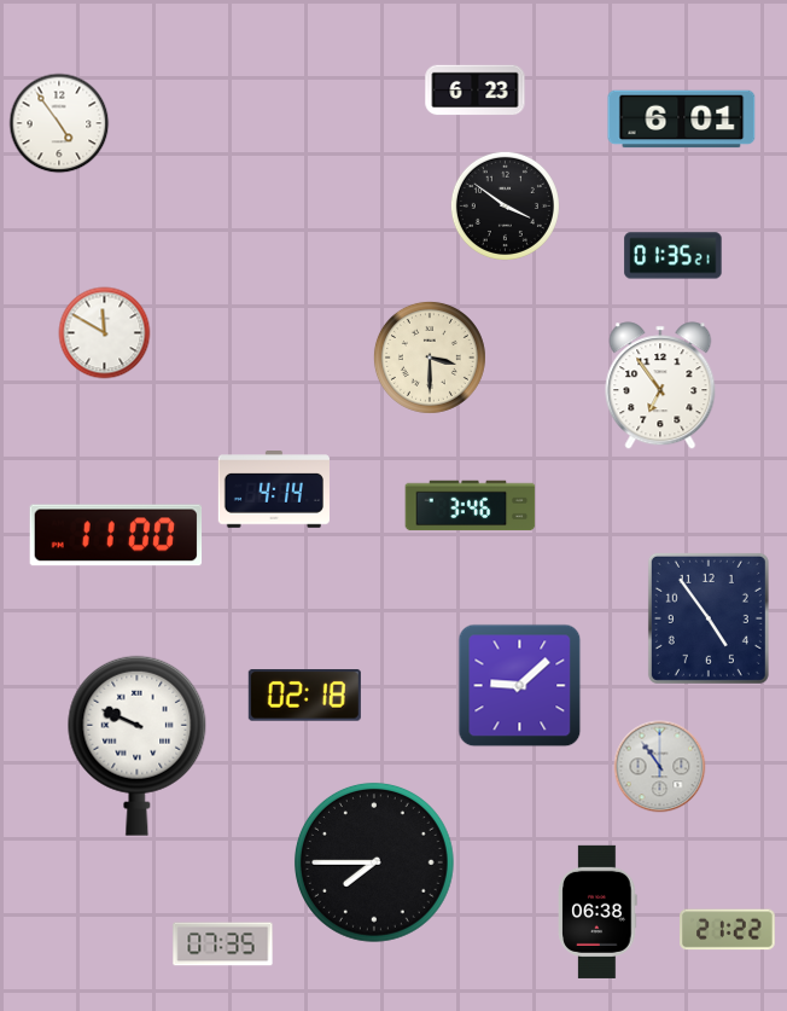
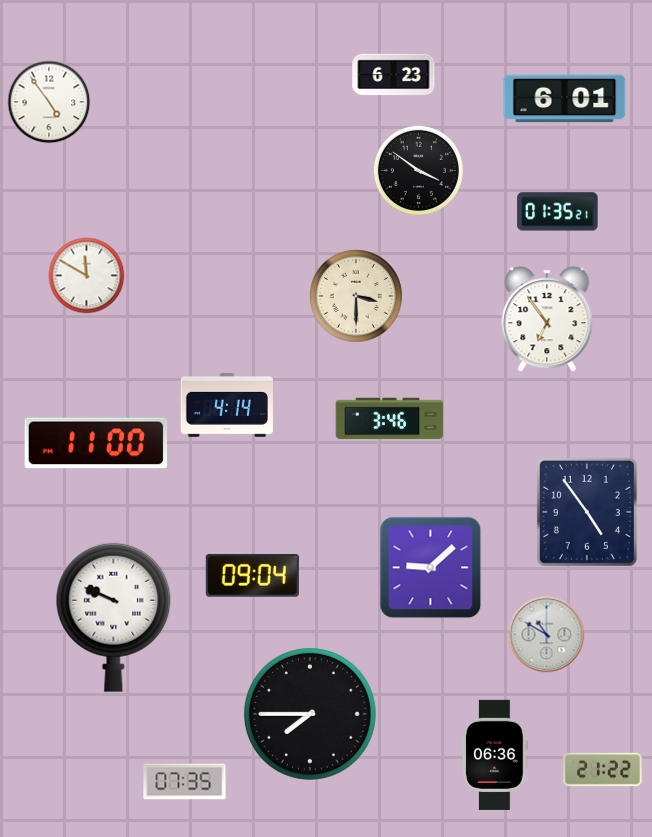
clock at (304, 696): 02:18 -> 09:04
clock at (660, 767): 10:54 -> 10:50
clock at (597, 912): 06:38 -> 06:36
